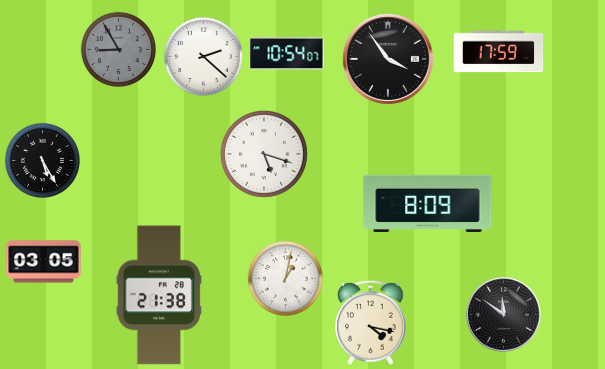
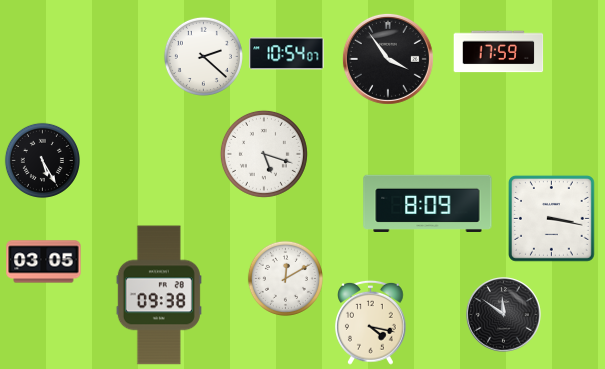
clock at (118, 49): 8:55 -> none
clock at (552, 219): none -> 3:17
clock at (285, 278): 1:02 -> 12:10
clock at (159, 295): 21:38 -> 09:38
